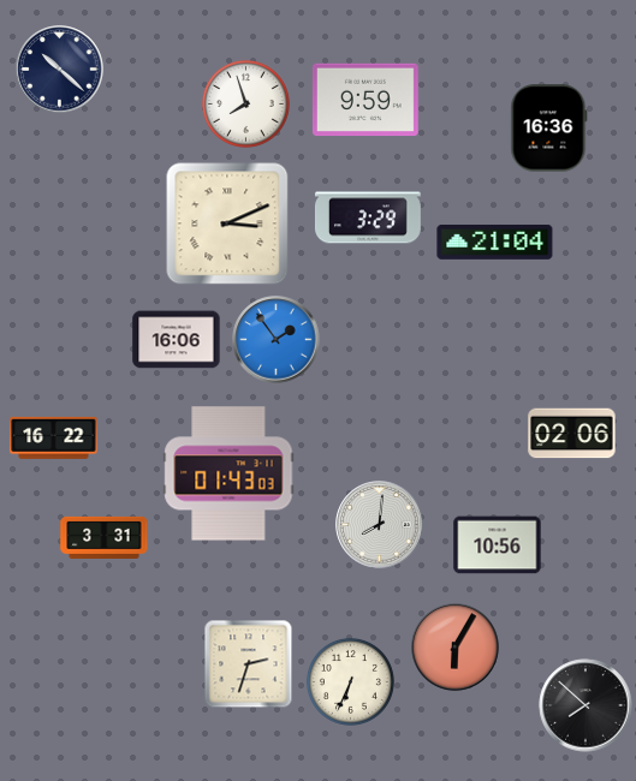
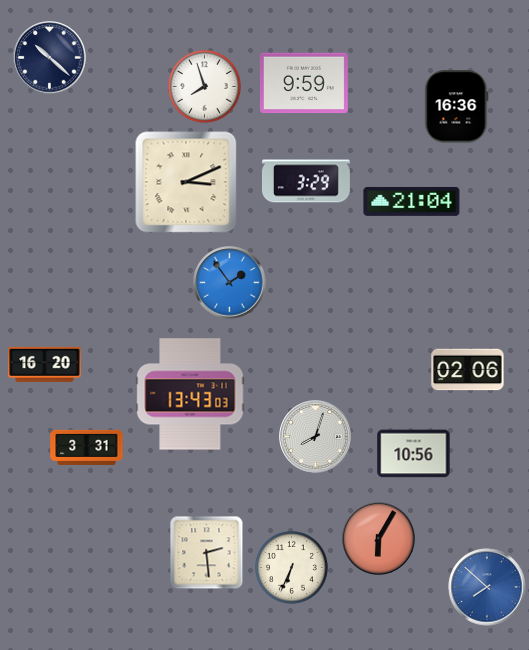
clock at (227, 223) position: (227, 223) -> (186, 182)
clock at (177, 340): 16:06 -> none
clock at (572, 434) position: (572, 434) -> (468, 370)
clock at (54, 437): 16:22 -> 16:20
clock at (228, 473): 01:43 -> 13:43
clock at (380, 525): 8:01 -> 8:03
clock at (249, 664): 2:33 -> 2:29
clock at (586, 705) dial: black -> blue
